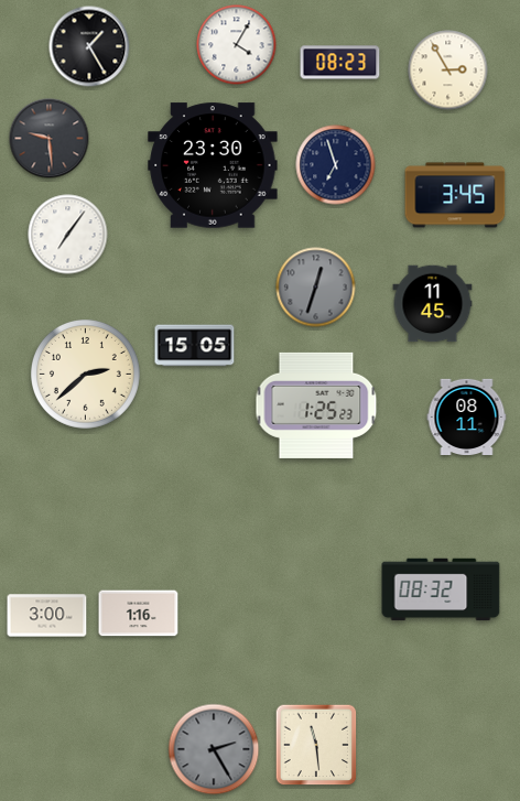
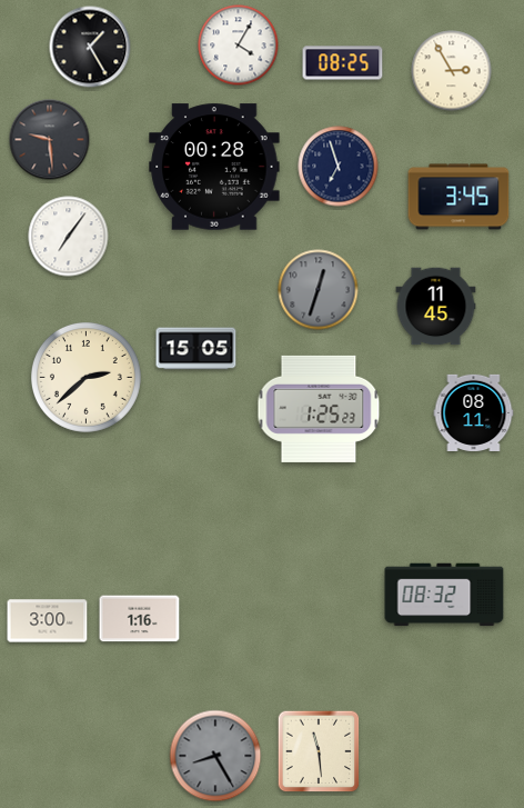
clock at (340, 63): 08:23 -> 08:25
clock at (213, 165): 23:30 -> 00:28
clock at (467, 416) position: (467, 416) -> (474, 412)
clock at (214, 749): 2:25 -> 8:25
